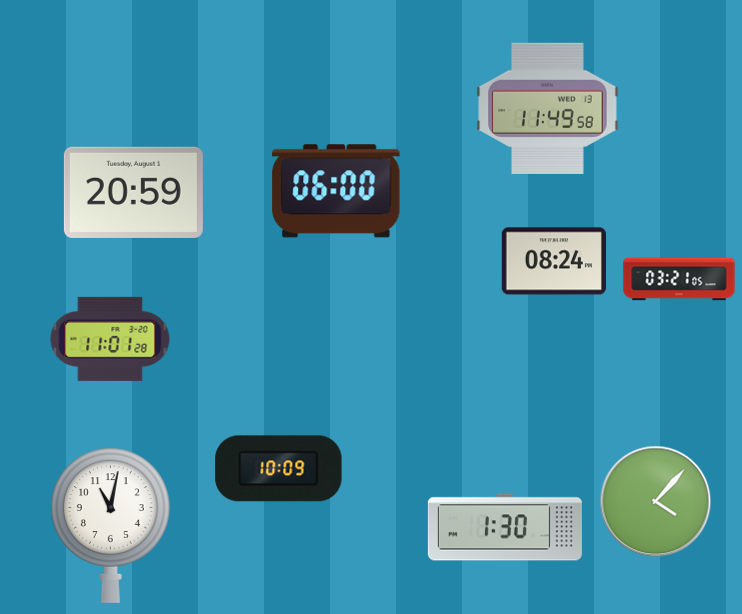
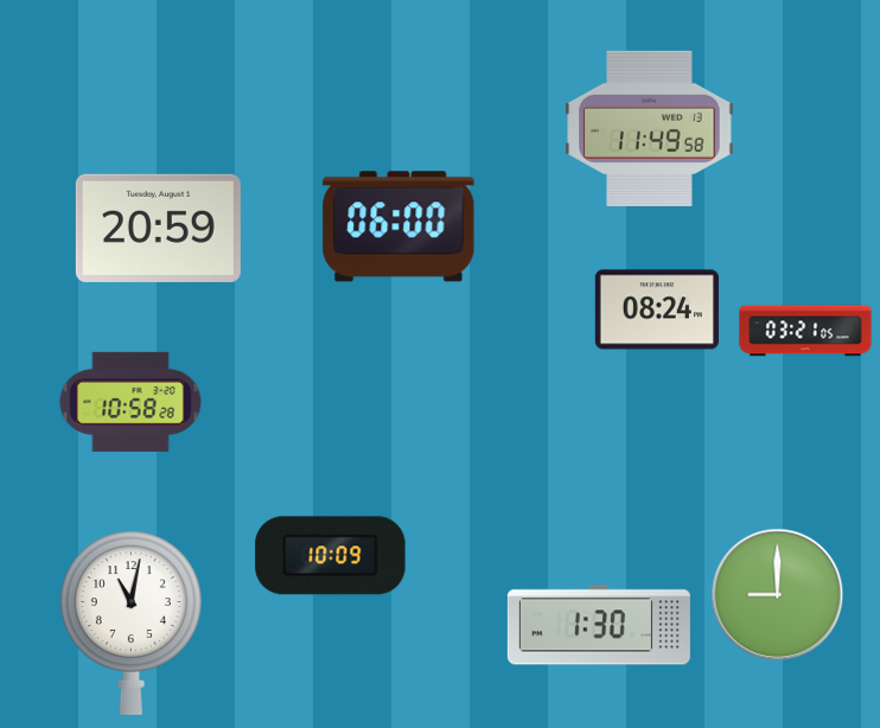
clock at (110, 339): 11:01 -> 10:58
clock at (656, 502): 4:07 -> 9:00
